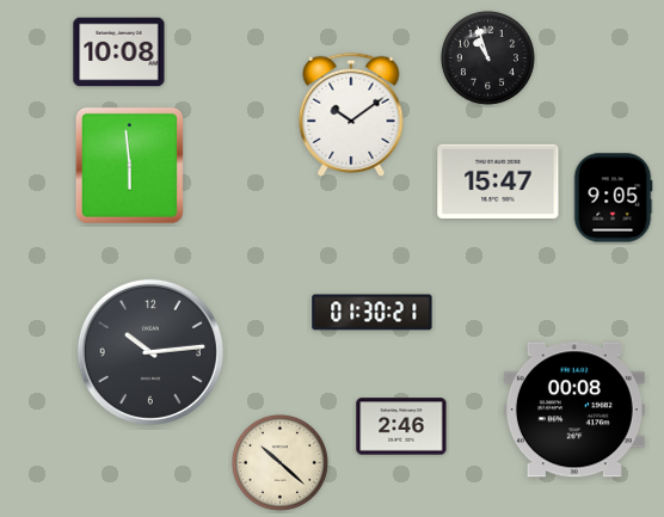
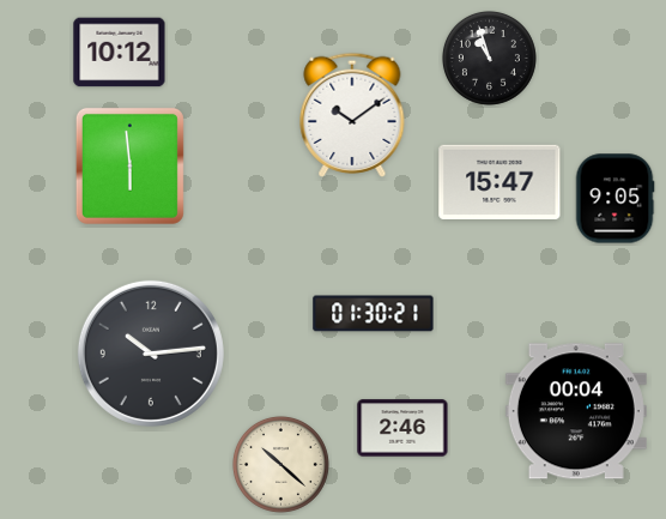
clock at (119, 53): 10:08 -> 10:12
clock at (574, 410): 00:08 -> 00:04
